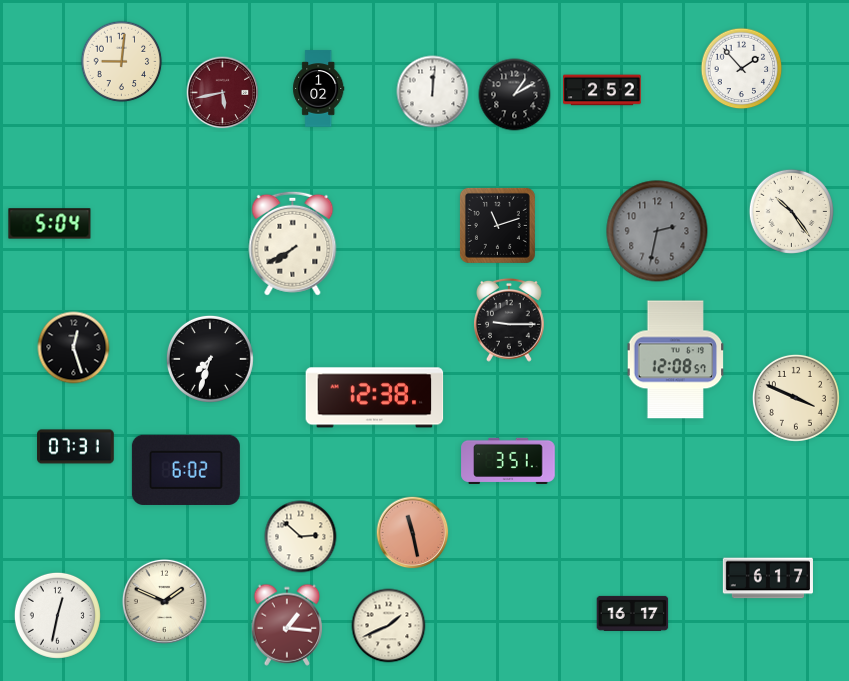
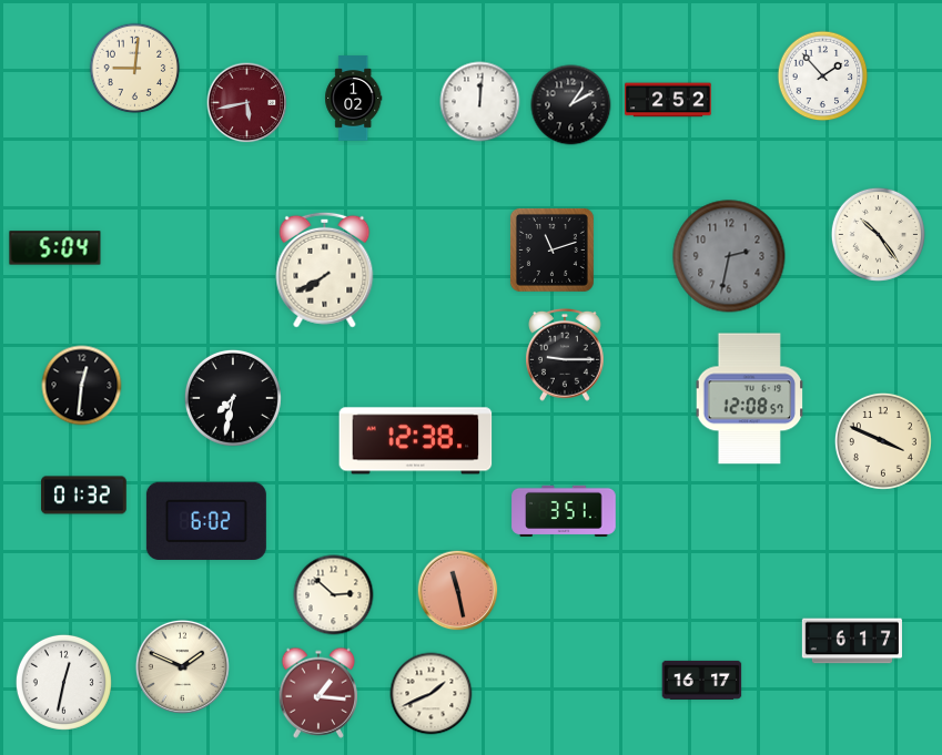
clock at (74, 348): 12:27 -> 12:31
clock at (210, 359): 7:33 -> 7:32
clock at (76, 447): 07:31 -> 01:32
